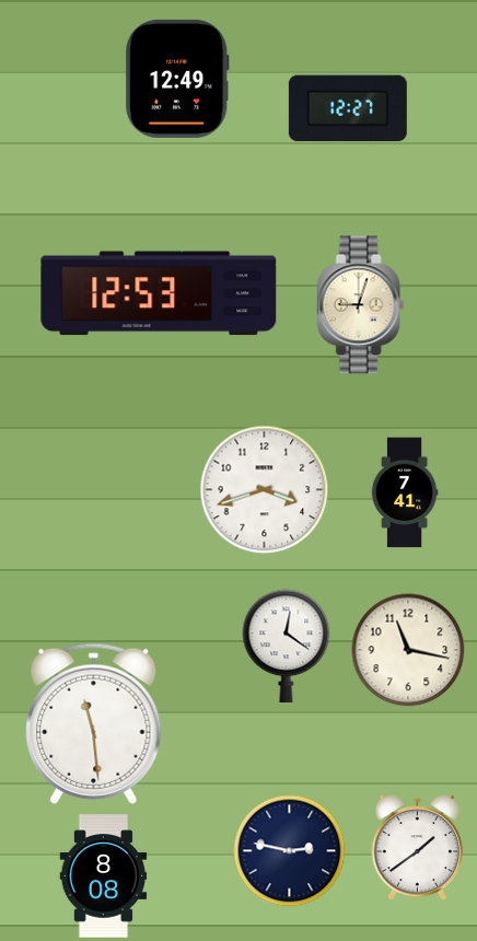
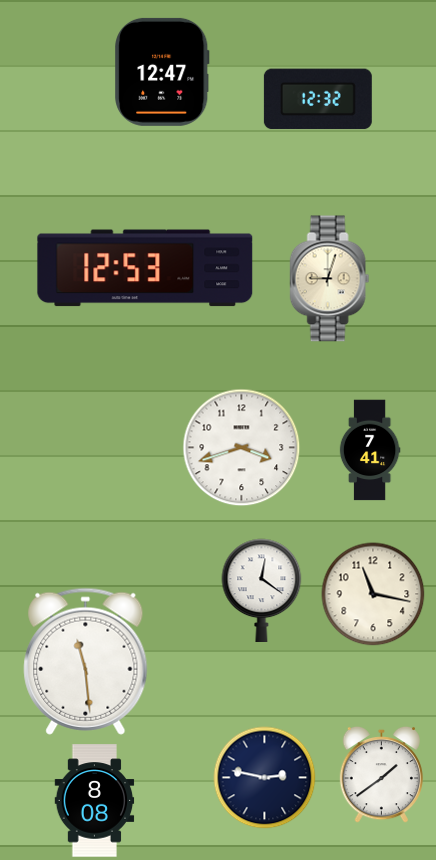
clock at (177, 79): 12:49 -> 12:47
clock at (348, 108): 12:27 -> 12:32
